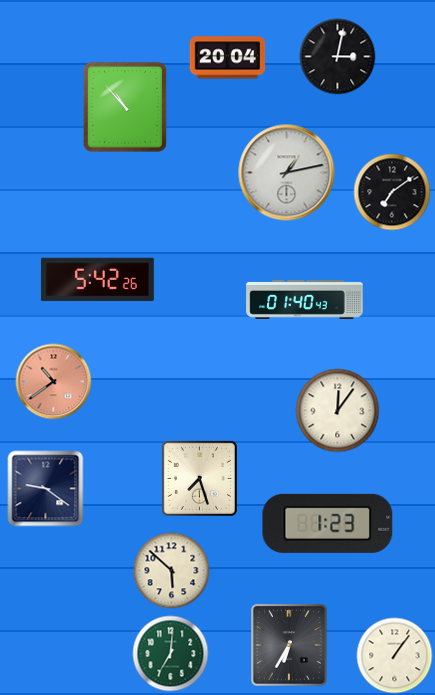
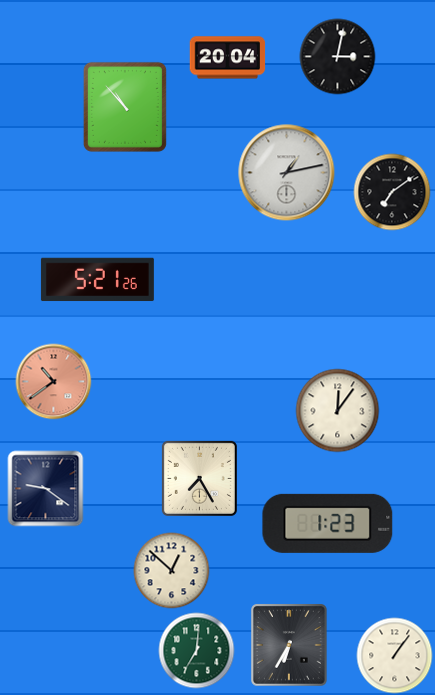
clock at (97, 280): 5:42 -> 5:21
clock at (305, 299): 01:40 -> none
clock at (199, 478): 7:27 -> 7:25
clock at (172, 571): 5:52 -> 12:52
clock at (171, 654) position: (171, 654) -> (197, 651)
